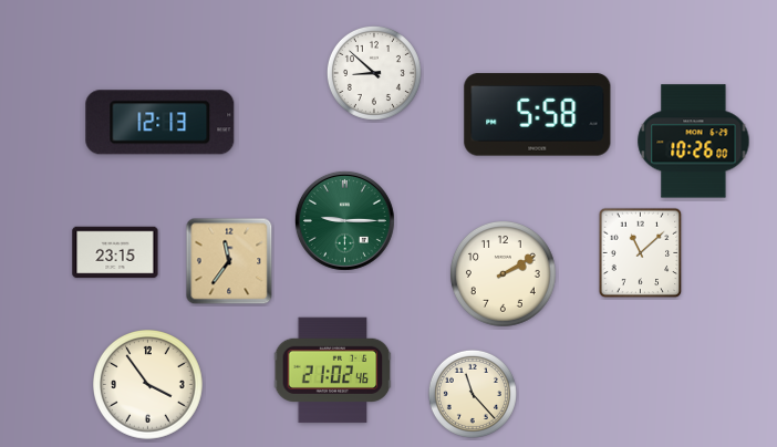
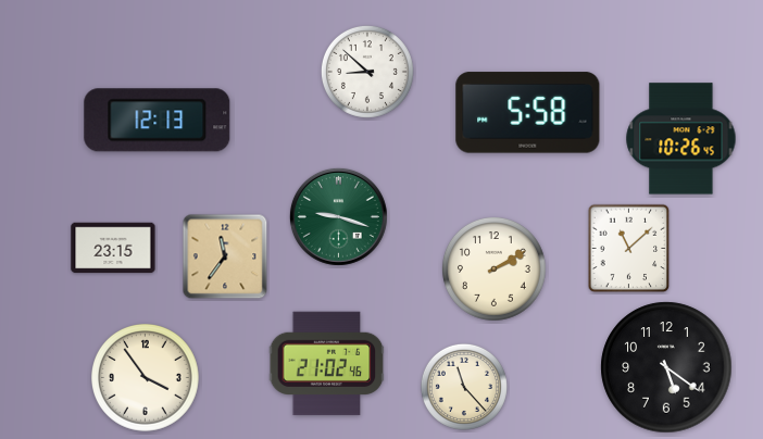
clock at (694, 142): 10:26:00 -> 10:26:45
clock at (344, 220): 9:15 -> 9:18
clock at (666, 367): none -> 5:21
